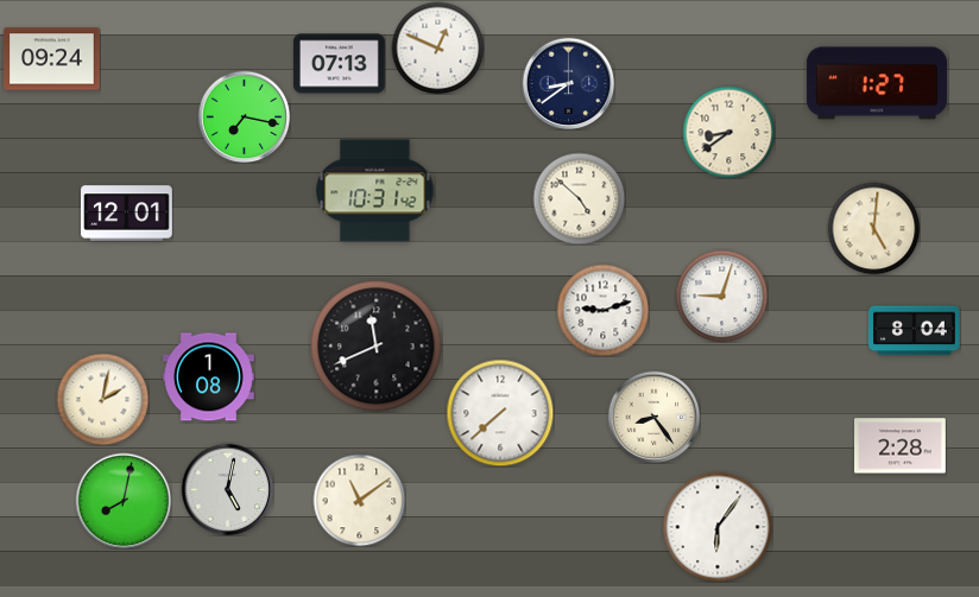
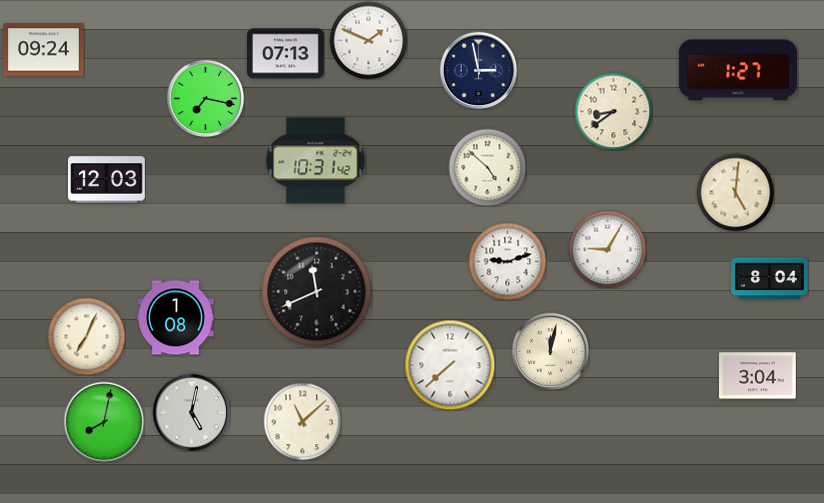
clock at (437, 47): 12:49 -> 1:49
clock at (568, 83): 8:39 -> 2:58
clock at (127, 214): 12:01 -> 12:03
clock at (721, 296): 9:03 -> 9:05
clock at (102, 399): 2:02 -> 7:04
clock at (500, 413) position: (500, 413) -> (450, 365)
clock at (653, 417): 8:24 -> 12:02
clock at (901, 446): 2:28 -> 3:04
clock at (359, 500): 11:09 -> 11:08
clock at (718, 527): 6:06 -> none
